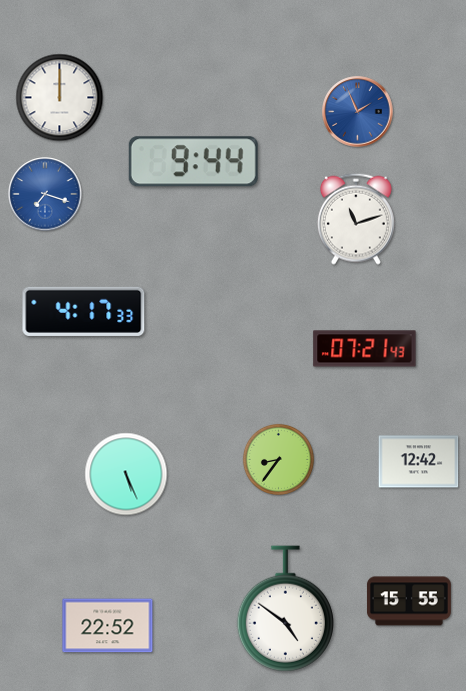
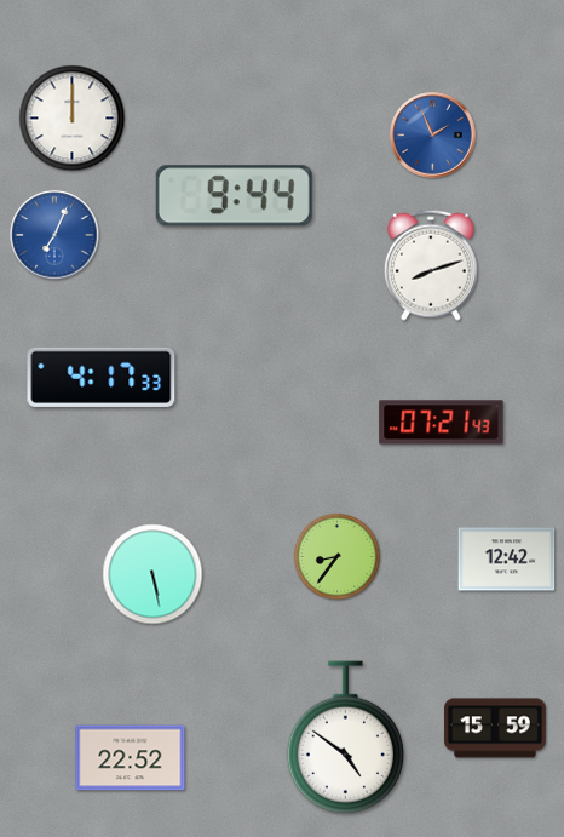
clock at (45, 194): 7:18 -> 7:04
clock at (356, 219): 11:12 -> 8:12
clock at (126, 474): 5:26 -> 5:28
clock at (409, 601): 15:55 -> 15:59
